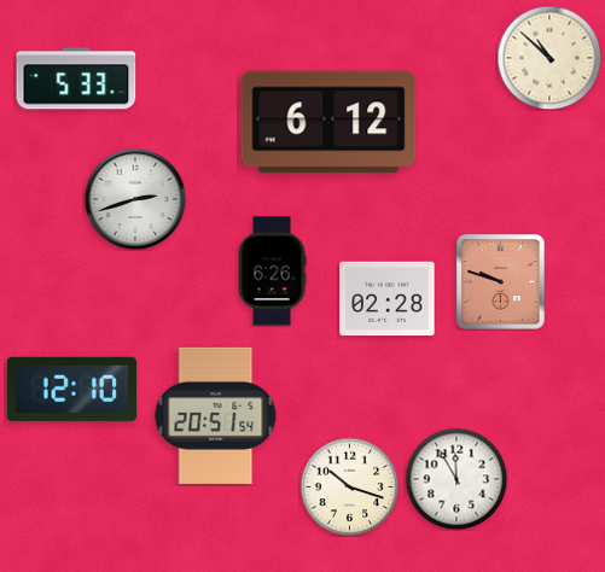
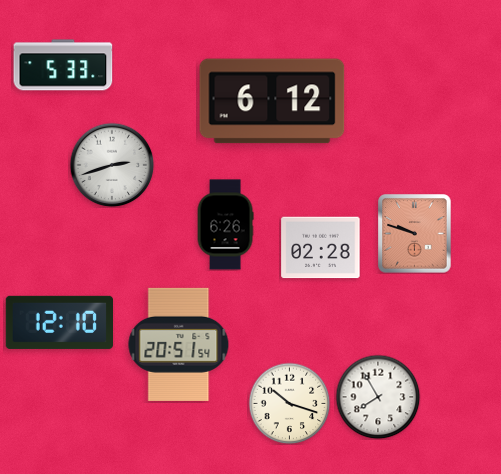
clock at (549, 58): 10:52 -> none
clock at (456, 479): 11:55 -> 7:55
